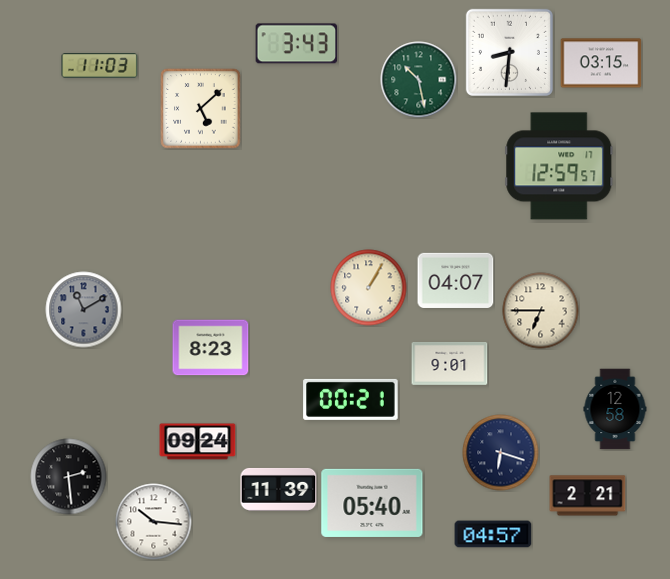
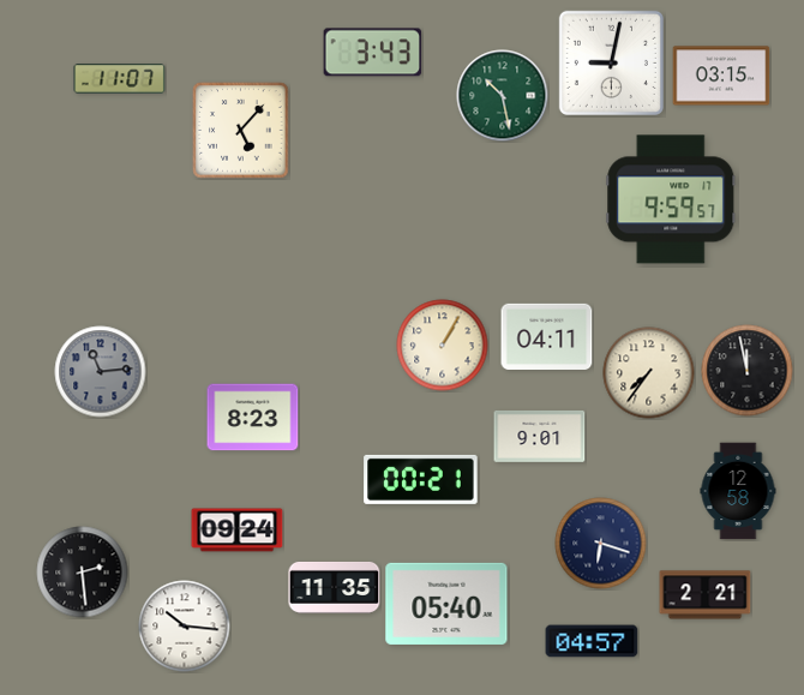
clock at (297, 44) position: (297, 44) -> (373, 53)
clock at (509, 52): 8:31 -> 9:02
clock at (100, 66): 11:03 -> 11:07
clock at (201, 109): 5:08 -> 5:07
clock at (559, 166): 12:59 -> 9:59
clock at (456, 280): 04:07 -> 04:11
clock at (748, 371): none -> 11:58
clock at (84, 310): 11:10 -> 11:14
clock at (541, 311): 6:45 -> 7:36
clock at (279, 489): 11:39 -> 11:35
